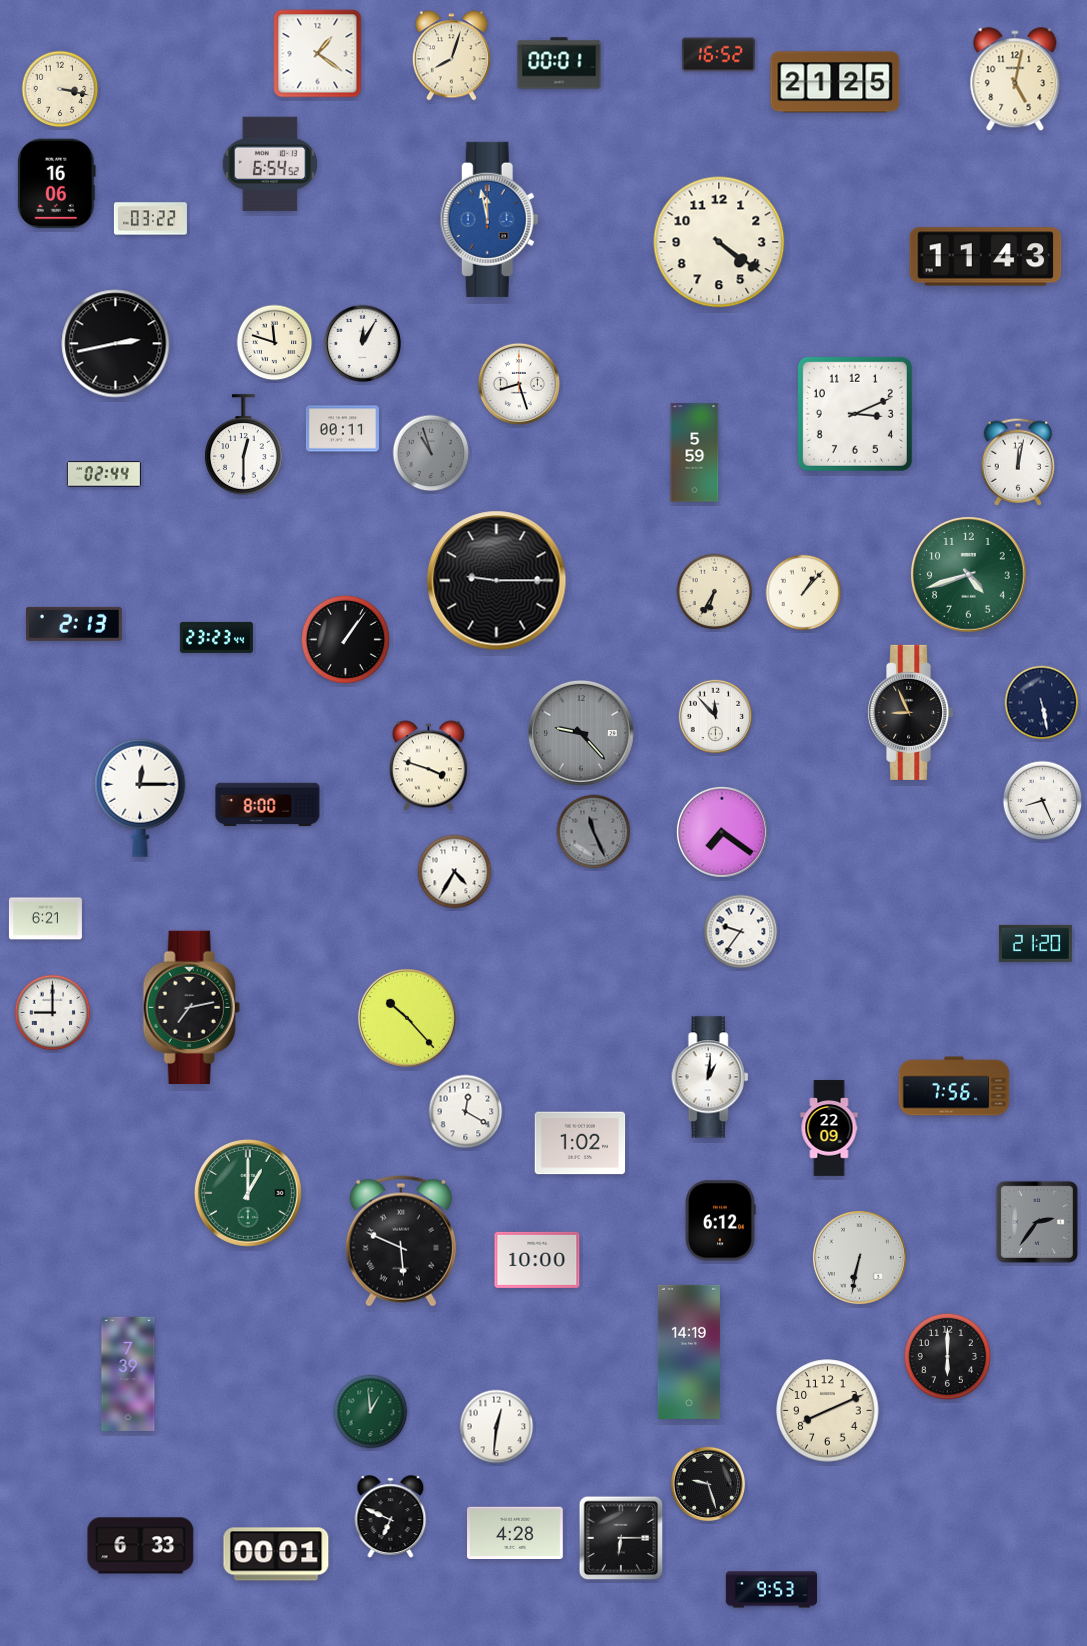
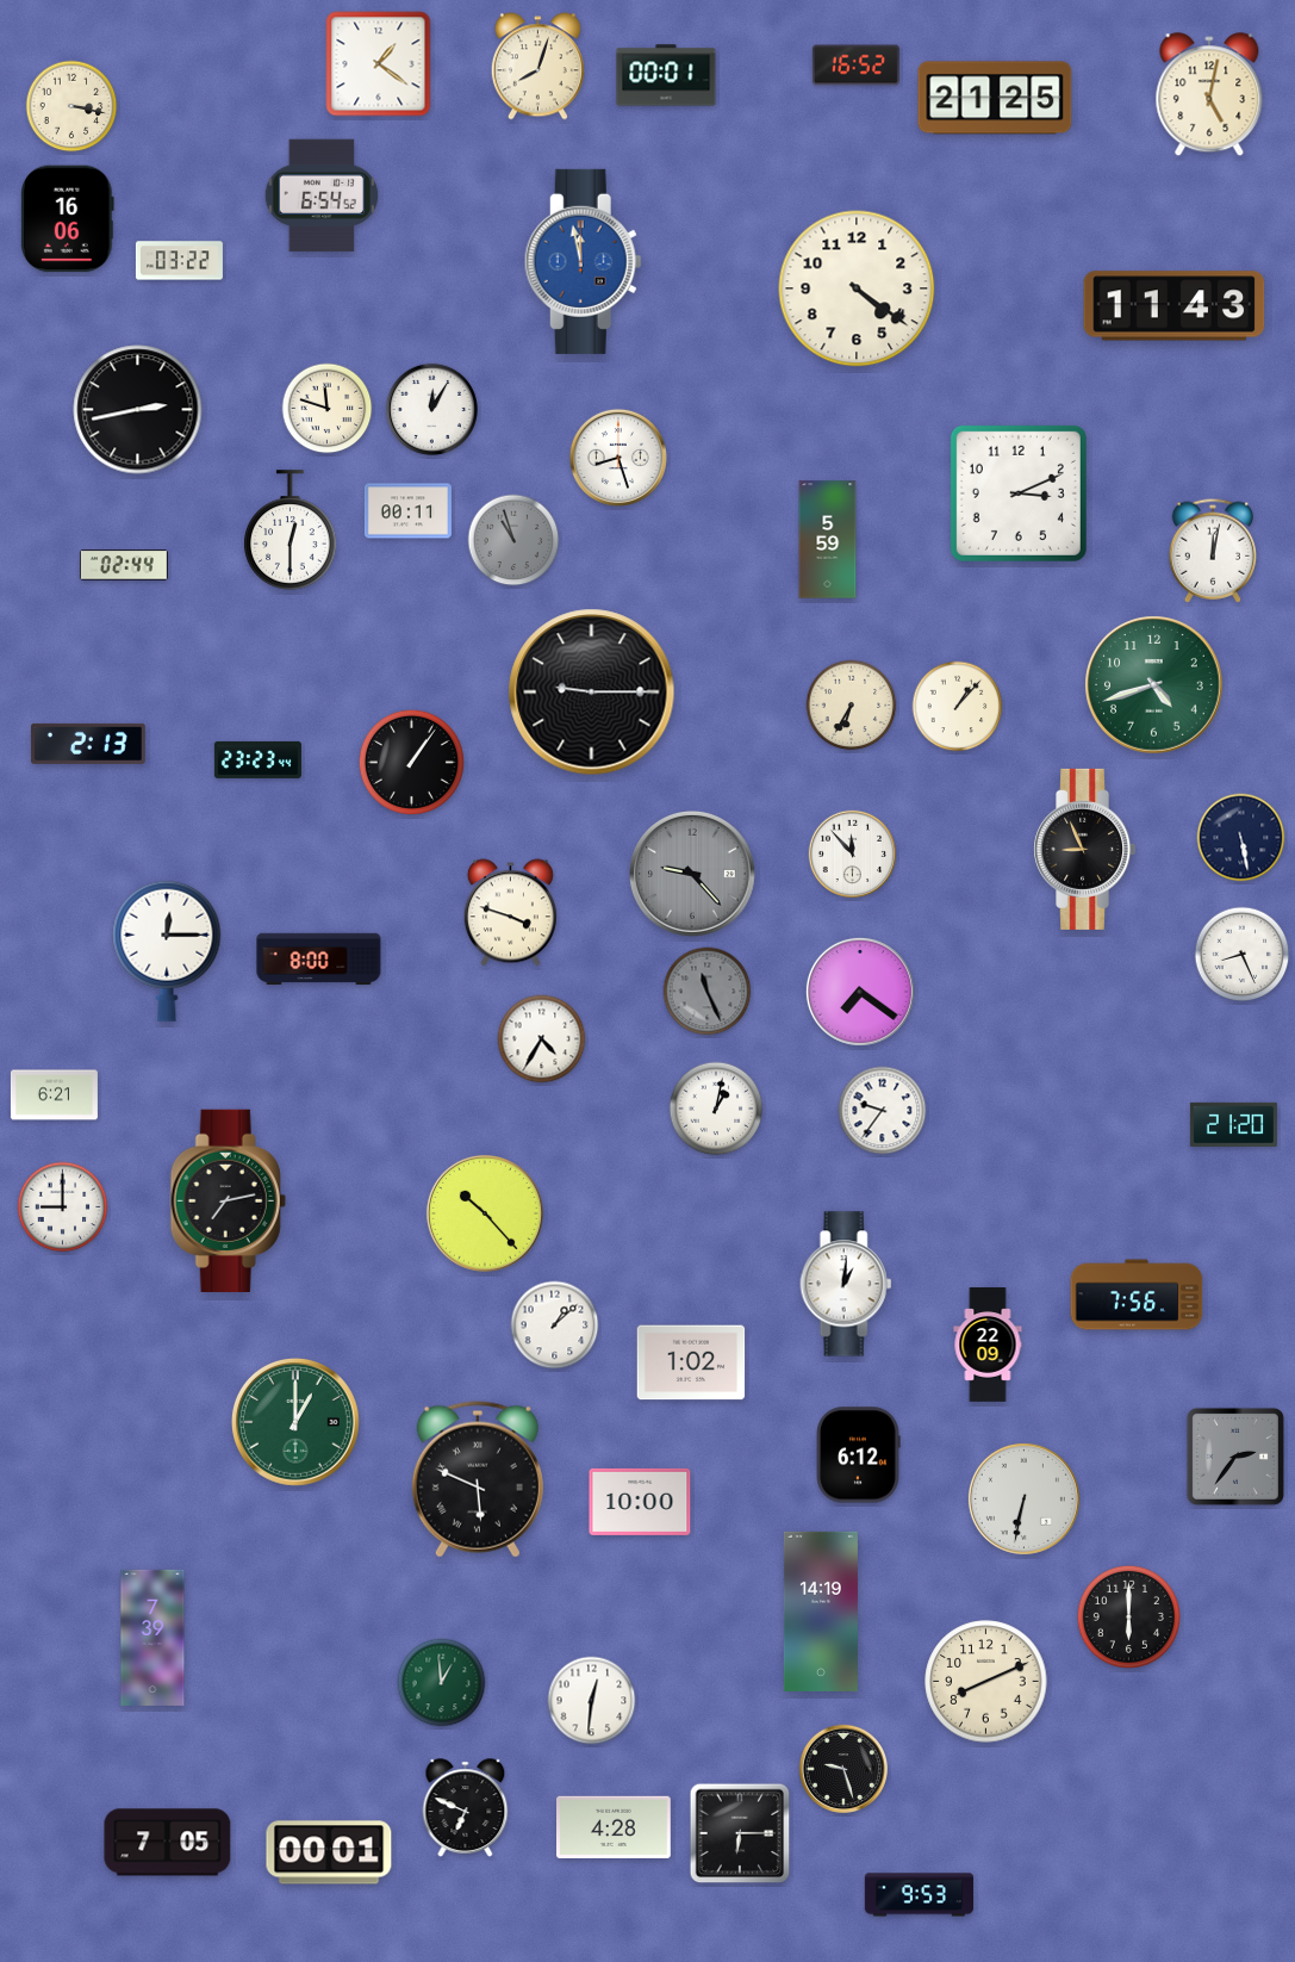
clock at (716, 1109): none -> 1:02
clock at (466, 1112): 12:20 -> 1:08
clock at (141, 1546): 6:33 -> 7:05
